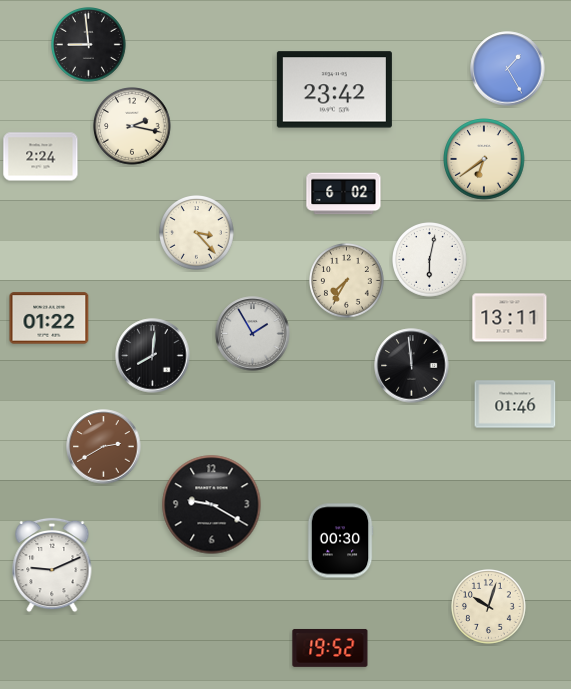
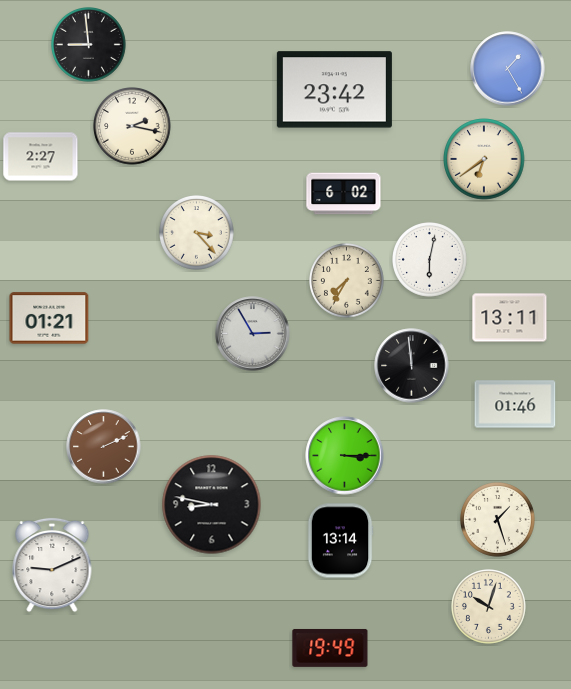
clock at (41, 157): 2:24 -> 2:27
clock at (49, 318): 01:22 -> 01:21
clock at (253, 334): 1:55 -> 2:55
clock at (153, 356): 8:01 -> none
clock at (104, 447): 2:40 -> 2:11
clock at (345, 456): none -> 3:15
clock at (212, 505): 9:20 -> 8:47
clock at (498, 520): none -> 1:27
clock at (340, 541): 00:30 -> 13:14
clock at (330, 648): 19:52 -> 19:49
